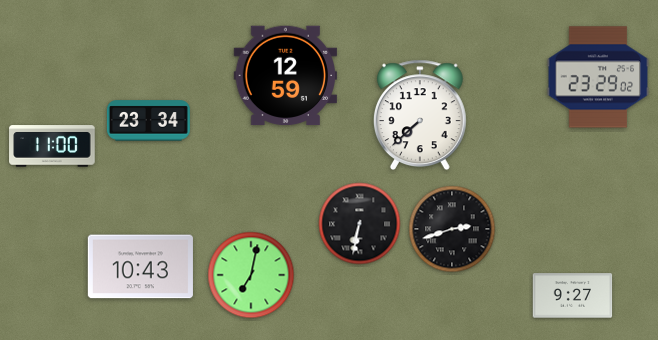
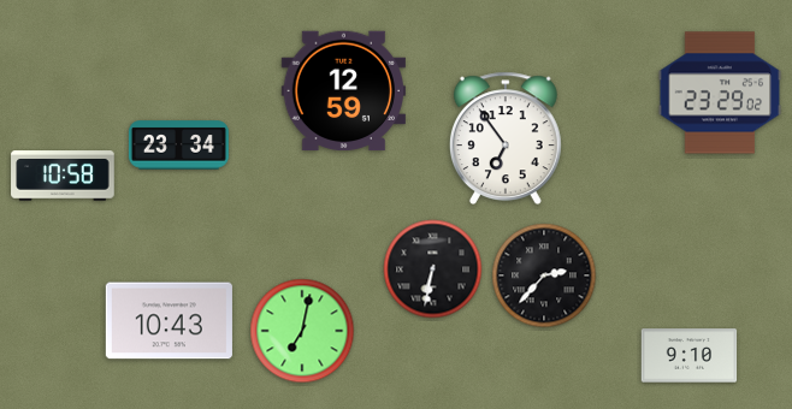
clock at (420, 115): 7:38 -> 6:54
clock at (52, 146): 11:00 -> 10:58
clock at (452, 229): 2:42 -> 2:37
clock at (573, 296): 9:27 -> 9:10
